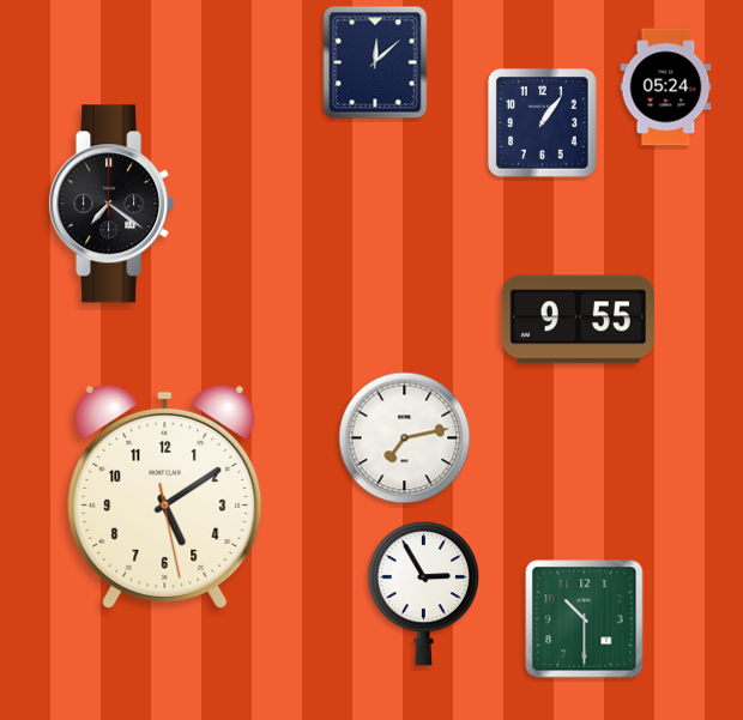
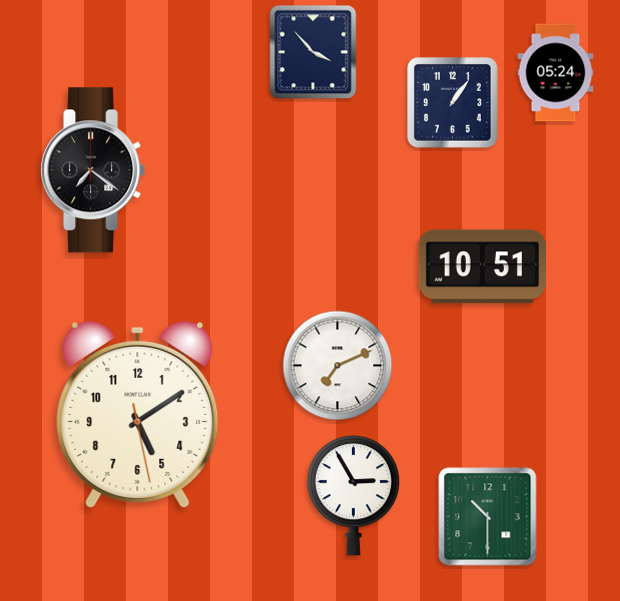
clock at (375, 62): 12:08 -> 3:53
clock at (578, 320): 9:55 -> 10:51
clock at (405, 438): 7:13 -> 7:11
